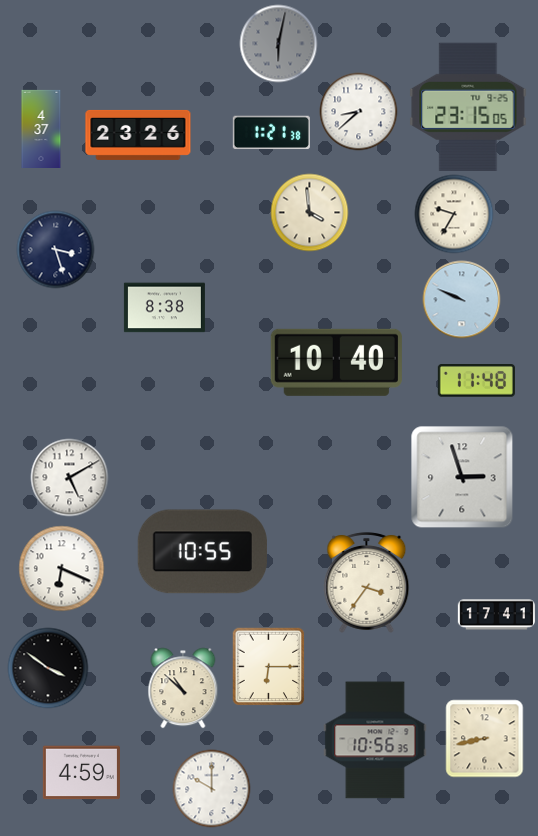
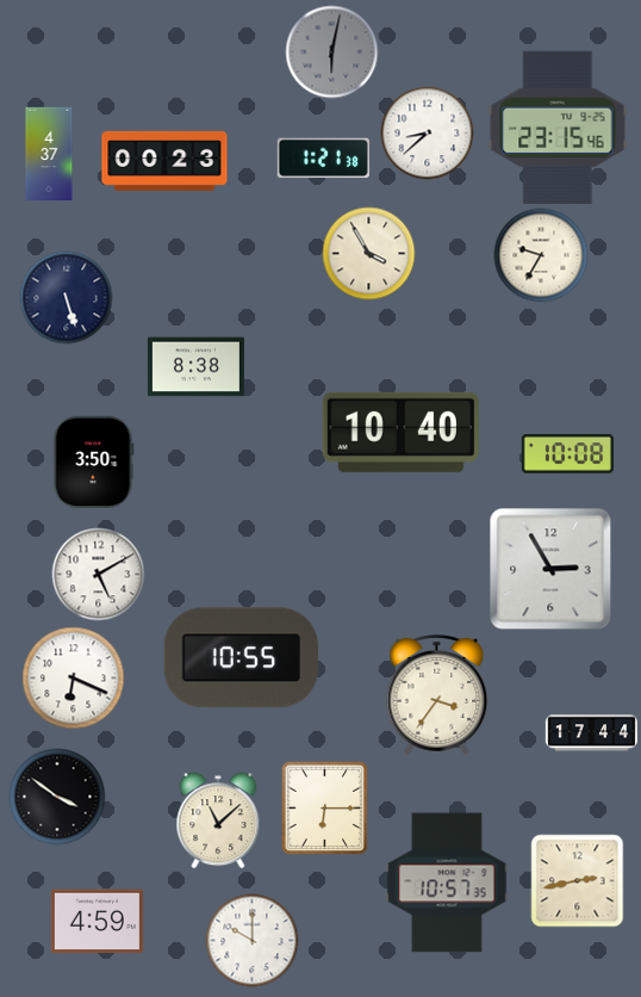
clock at (468, 107): 23:15:05 -> 23:15:46
clock at (138, 135): 23:26 -> 00:23
clock at (309, 212): 3:59 -> 3:55
clock at (55, 249): 3:27 -> 5:27
clock at (461, 299): 9:49 -> none
clock at (476, 381): 11:48 -> 10:08
clock at (94, 462): none -> 3:50
clock at (69, 477) position: (69, 477) -> (98, 574)
clock at (462, 477): 2:57 -> 2:55
clock at (496, 615): 17:41 -> 17:44
clock at (269, 666) position: (269, 666) -> (325, 807)
clock at (183, 688): 10:52 -> 11:08
clock at (484, 738): 8:43 -> 2:43
clock at (375, 740): 10:56 -> 10:57
